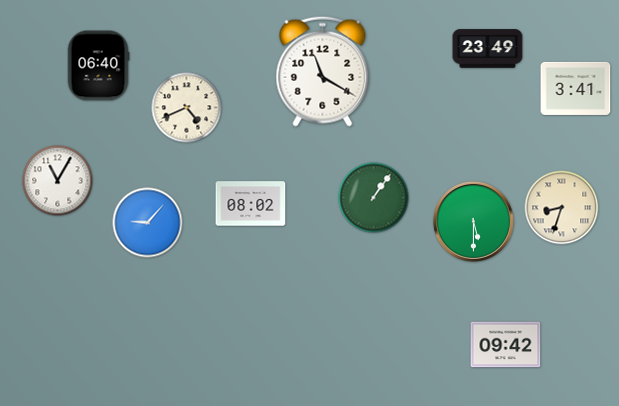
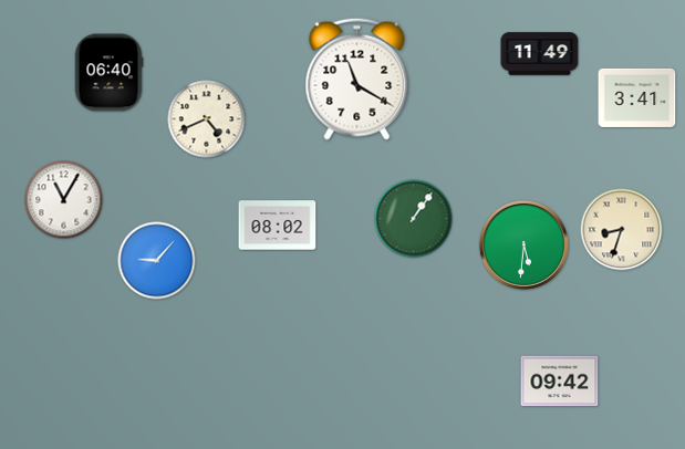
clock at (488, 49): 23:49 -> 11:49
clock at (473, 221): 5:30 -> 5:31
clock at (148, 223) position: (148, 223) -> (157, 261)
